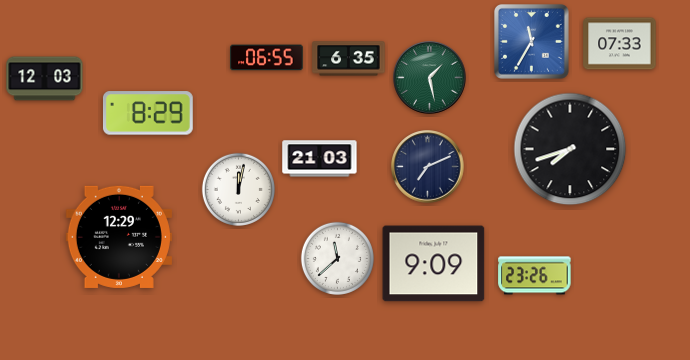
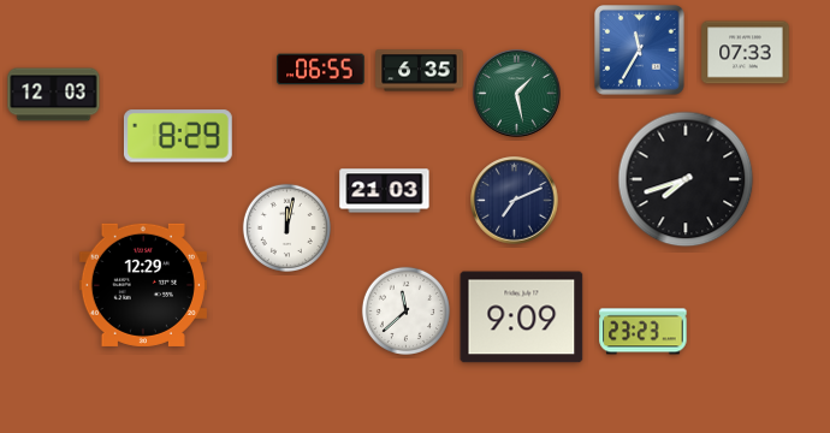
clock at (535, 276): 23:26 -> 23:23
